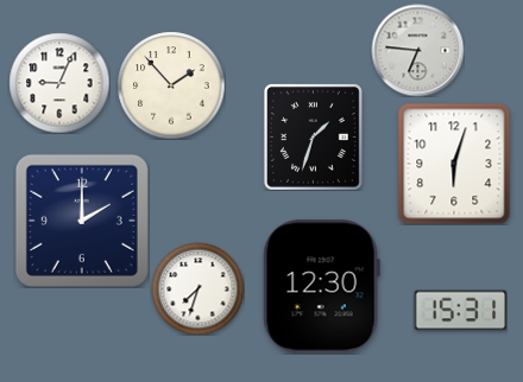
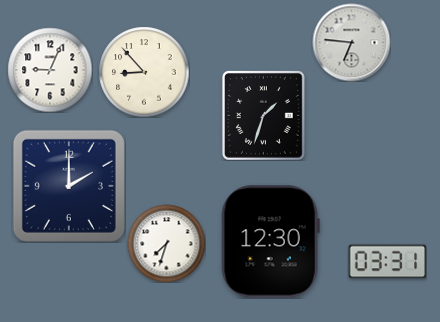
clock at (171, 85): 1:53 -> 8:53
clock at (454, 164): 6:03 -> none
clock at (460, 311): 15:31 -> 03:31
